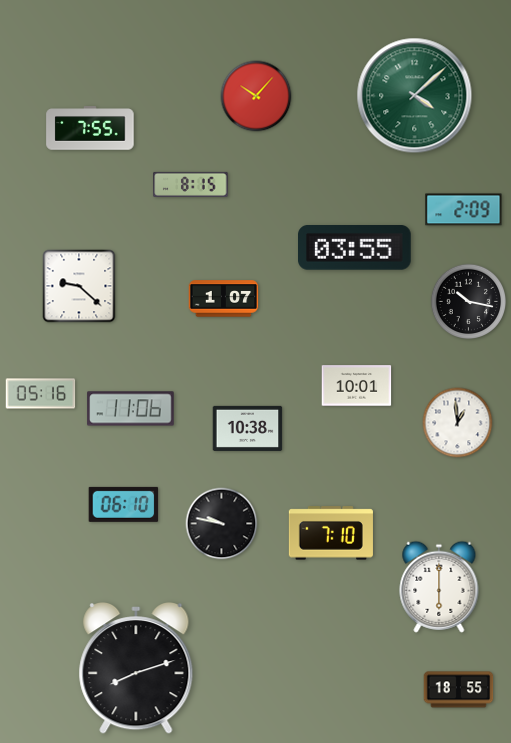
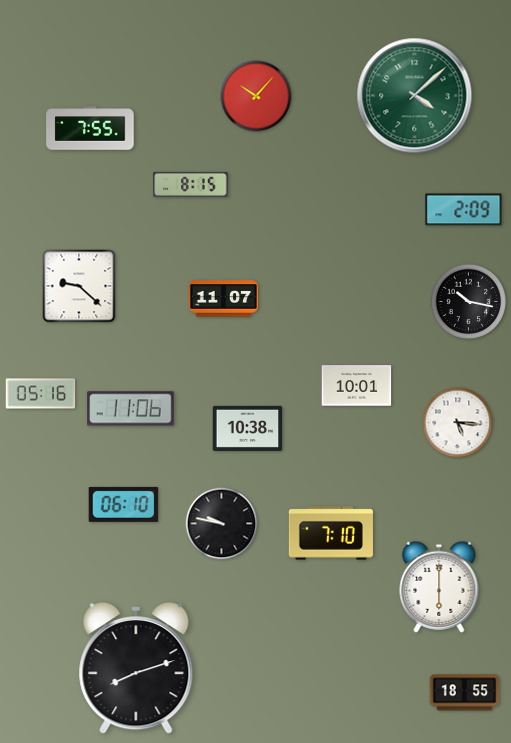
clock at (355, 248): 03:55 -> none
clock at (224, 299): 1:07 -> 11:07
clock at (458, 423): 12:59 -> 5:16
clock at (459, 690) position: (459, 690) -> (465, 693)
